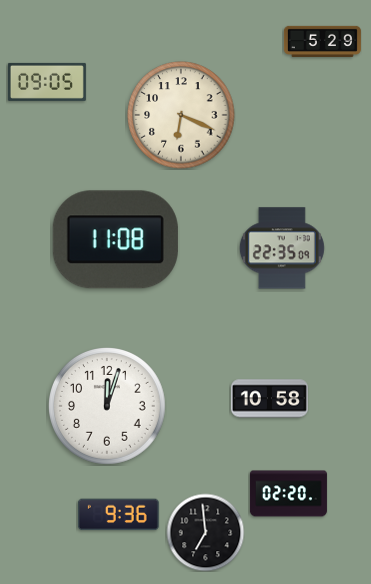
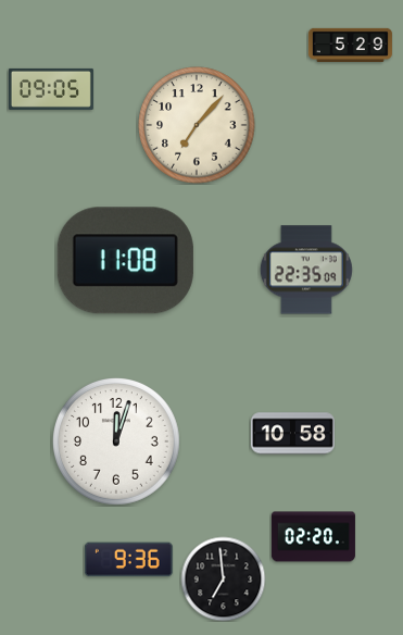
clock at (181, 115): 6:19 -> 7:07
